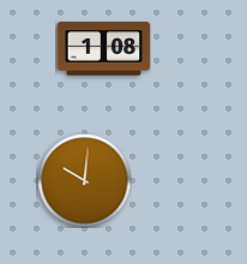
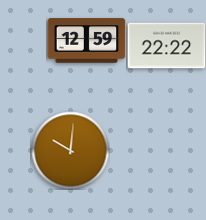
clock at (103, 49): 1:08 -> 12:59
clock at (166, 46): none -> 22:22
